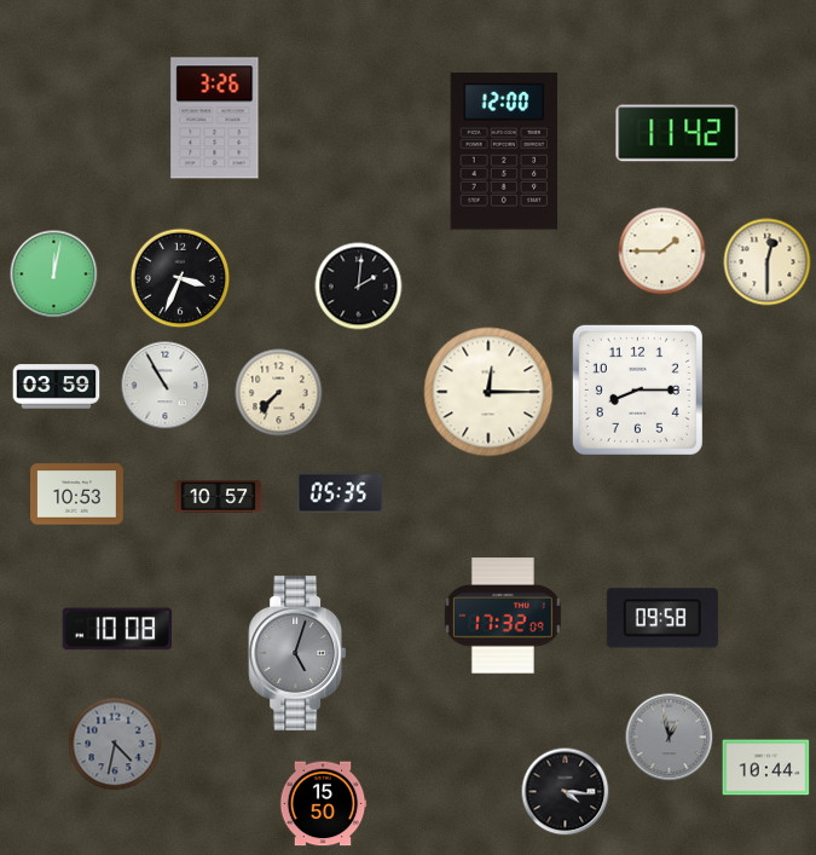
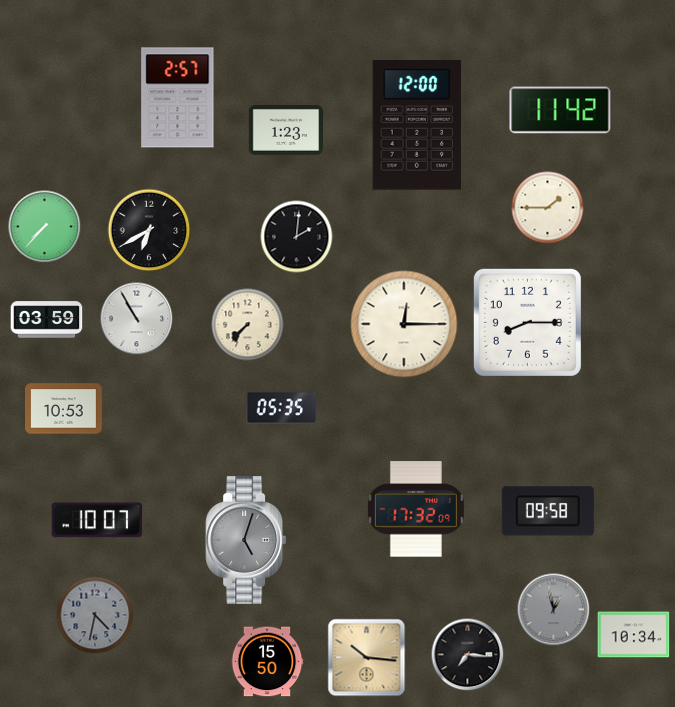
clock at (215, 119): 3:26 -> 2:57
clock at (285, 130): none -> 1:23
clock at (768, 262): 12:30 -> none
clock at (54, 275): 12:02 -> 7:37
clock at (180, 278): 3:34 -> 6:40
clock at (279, 393) position: (279, 393) -> (248, 325)
clock at (219, 497): 10:57 -> none
clock at (116, 629): 10:08 -> 10:07
clock at (766, 768): 10:44 -> 10:34
clock at (566, 792): 4:16 -> 7:16
clock at (367, 658): none -> 10:16
clock at (323, 804) position: (323, 804) -> (267, 662)
